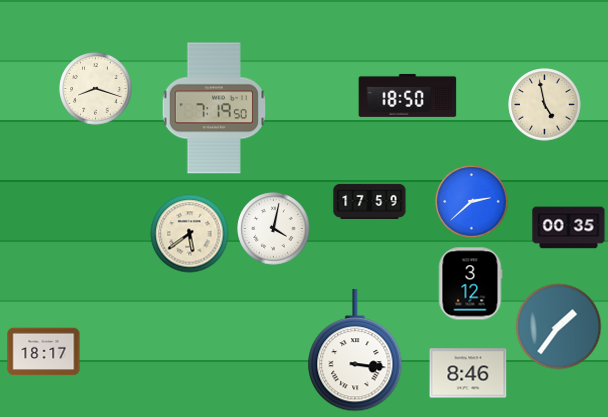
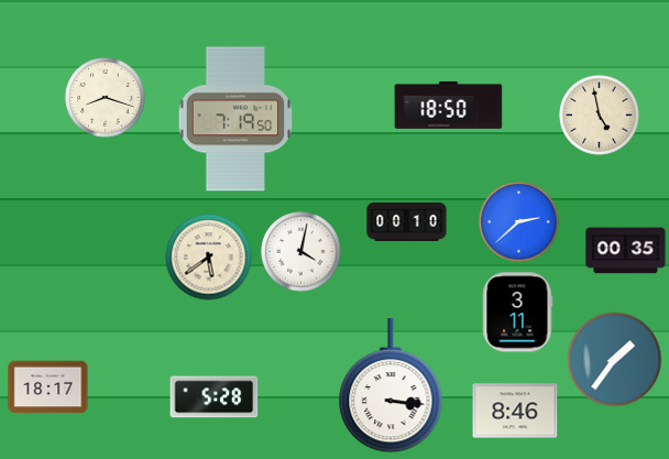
clock at (370, 201): 17:59 -> 00:10
clock at (470, 284): 3:12 -> 3:11
clock at (215, 397): none -> 5:28
